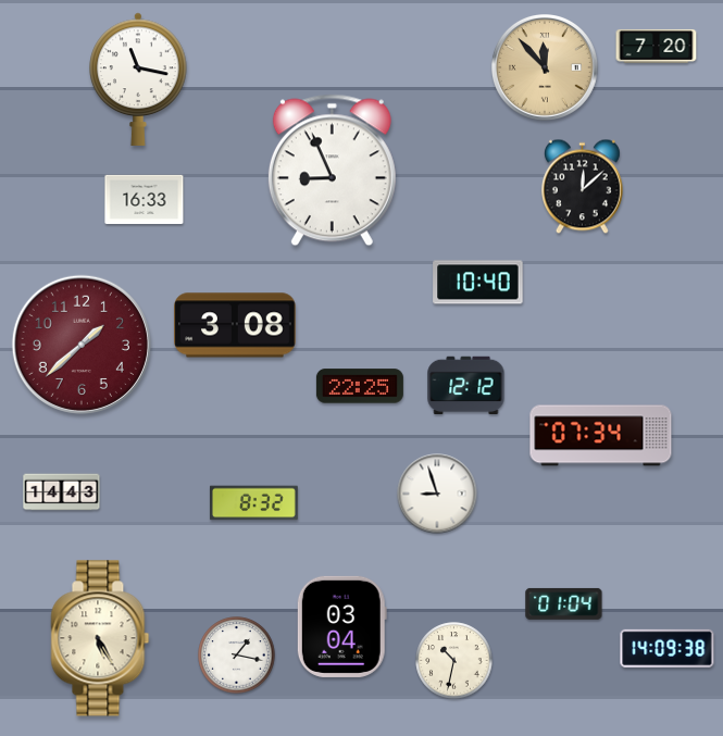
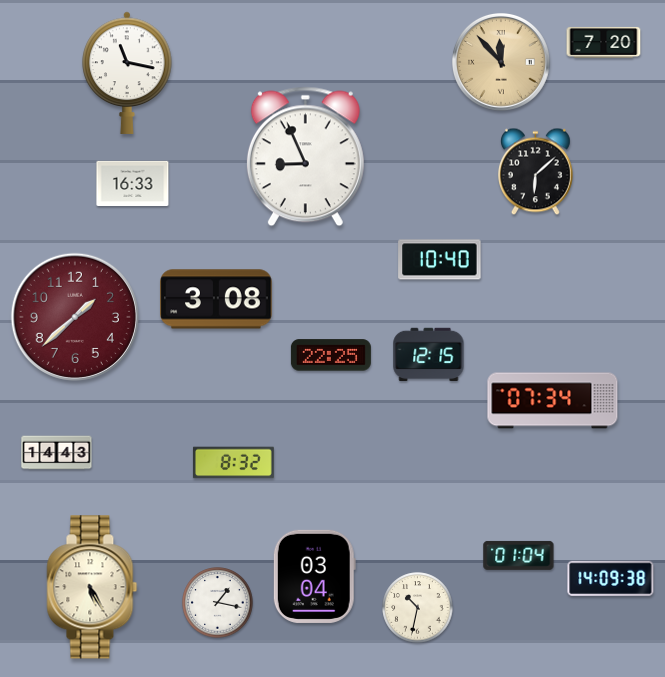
clock at (582, 187): 12:08 -> 6:08
clock at (466, 385): 12:12 -> 12:15
clock at (437, 494): 8:57 -> none
clock at (668, 648) position: (668, 648) -> (611, 578)
